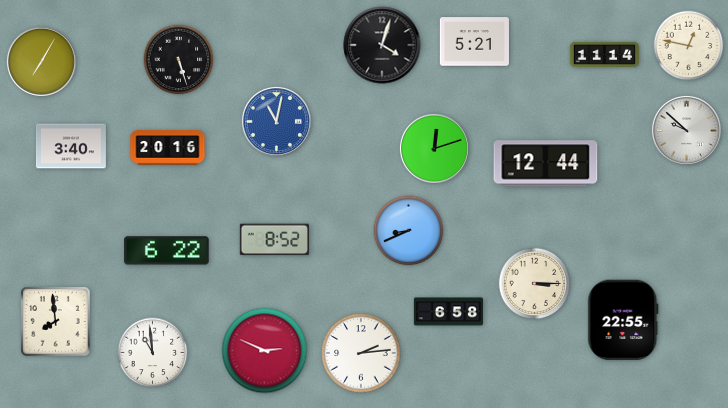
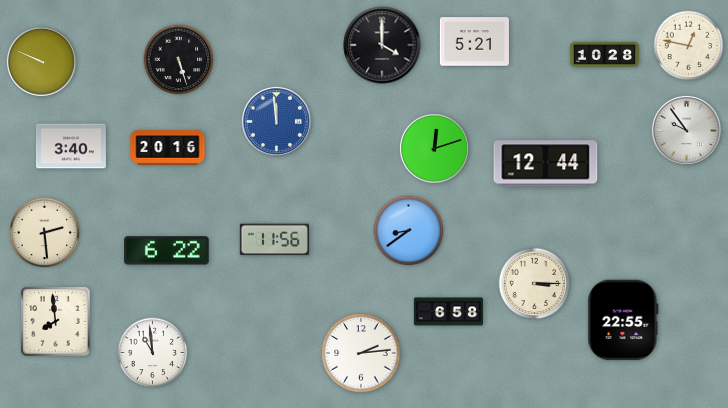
clock at (382, 45): 4:03 -> 4:00
clock at (604, 54): 11:14 -> 10:28
clock at (41, 61): 7:05 -> 9:49
clock at (276, 121): 11:02 -> 11:59
clock at (686, 130): 9:52 -> 9:54
clock at (409, 231): 8:41 -> 8:39
clock at (45, 233): none -> 2:29
clock at (274, 240): 8:52 -> 11:56
clock at (265, 351): 2:49 -> none
